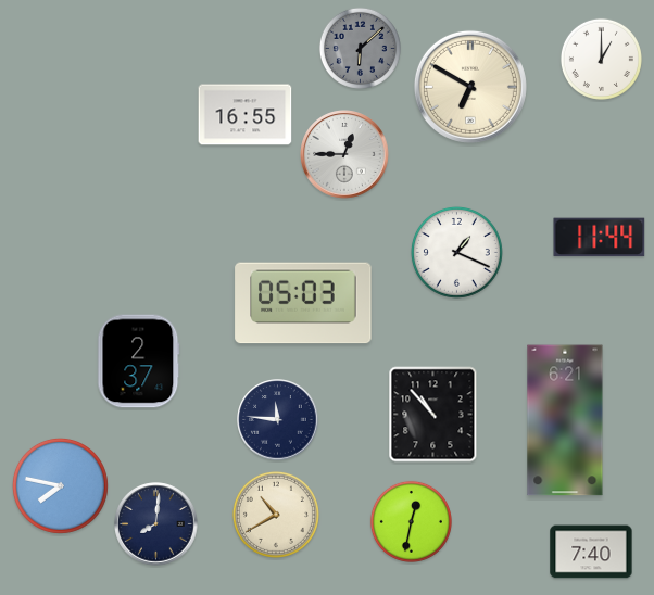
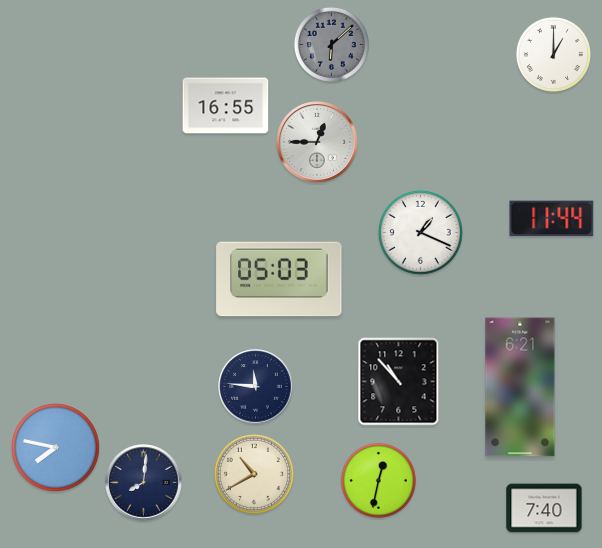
clock at (470, 87): 6:50 -> none
clock at (139, 362): 2:37 -> none
